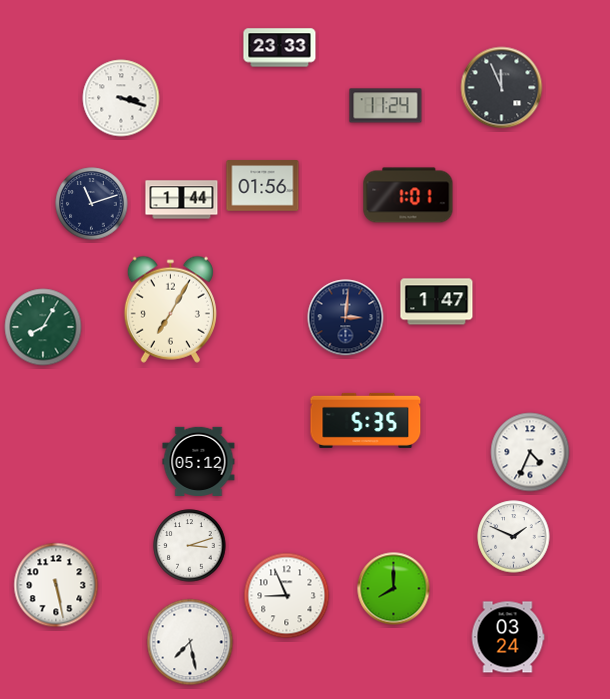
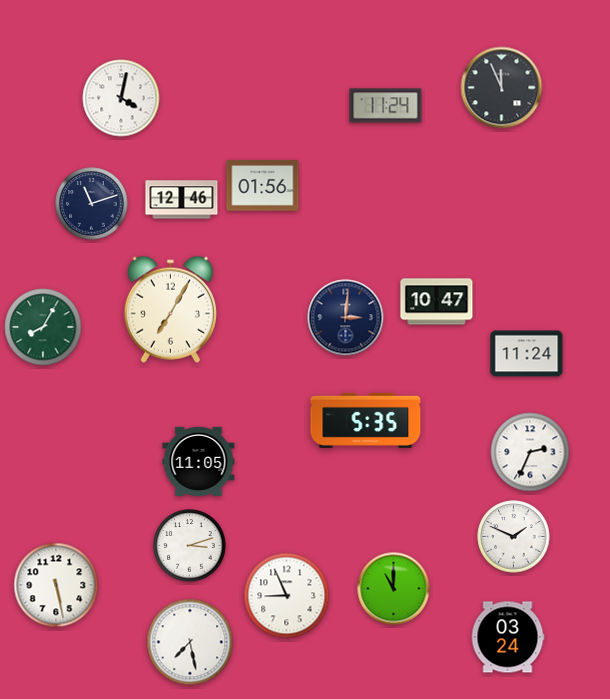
clock at (280, 48): 23:33 -> none
clock at (121, 98): 3:18 -> 4:02
clock at (408, 195): 1:01 -> none
clock at (182, 200): 1:44 -> 12:46
clock at (437, 302): 1:47 -> 10:47
clock at (527, 354): none -> 11:24
clock at (530, 452): 4:34 -> 2:34
clock at (199, 461): 05:12 -> 11:05
clock at (394, 589): 8:00 -> 11:00
